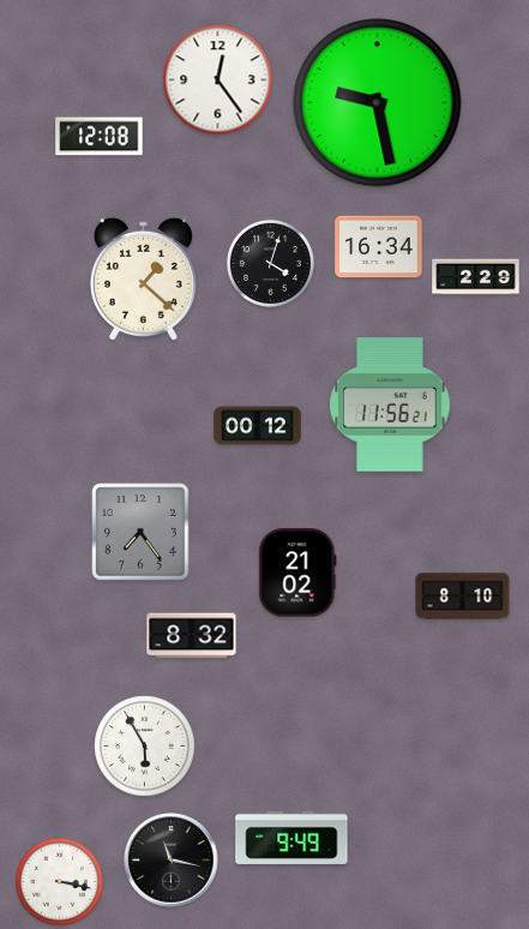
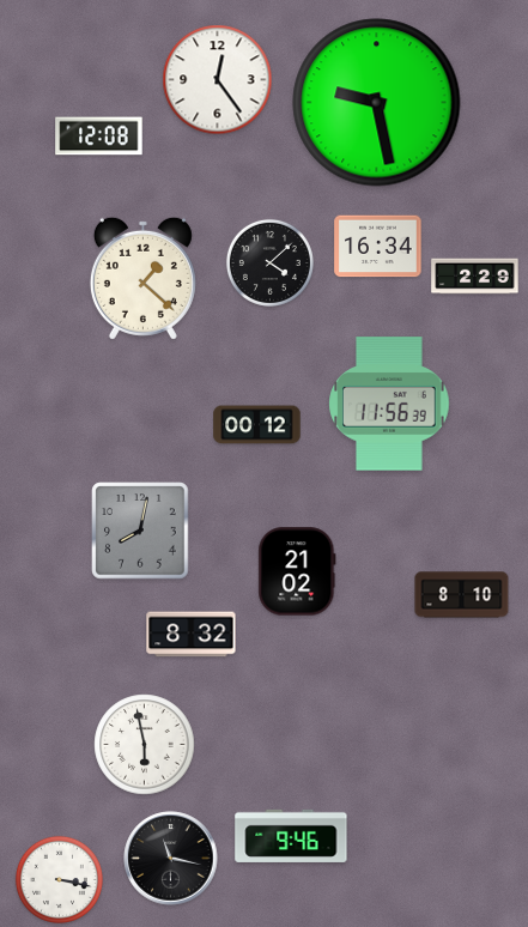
clock at (270, 263): 4:03 -> 4:08
clock at (390, 404): 11:56:21 -> 11:56:39
clock at (140, 532): 7:24 -> 8:02
clock at (145, 747): 5:55 -> 5:58
clock at (291, 838): 9:49 -> 9:46
